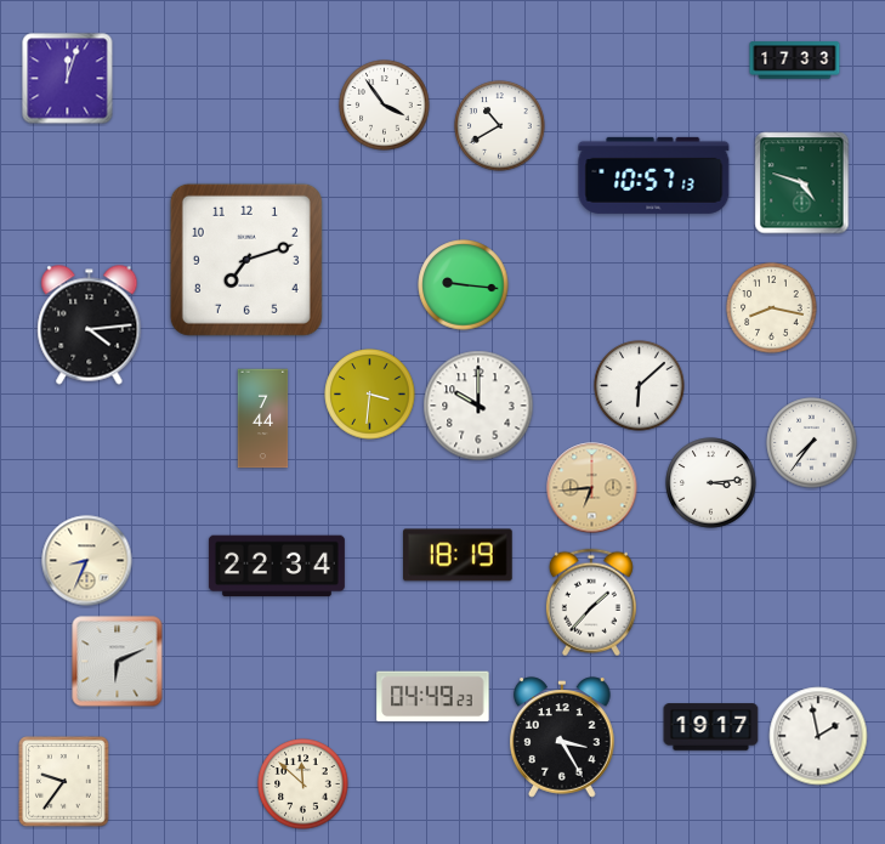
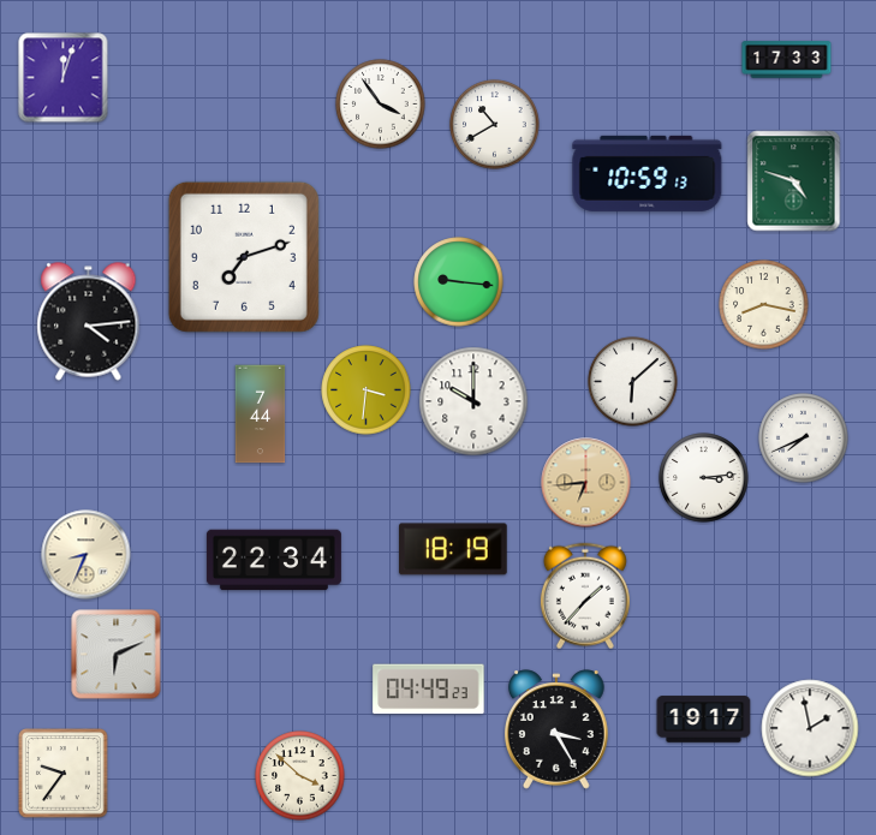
clock at (68, 79) position: (68, 79) -> (64, 78)
clock at (654, 175): 10:57 -> 10:59
clock at (812, 443): 7:36 -> 7:41
clock at (303, 784): 11:52 -> 3:52
